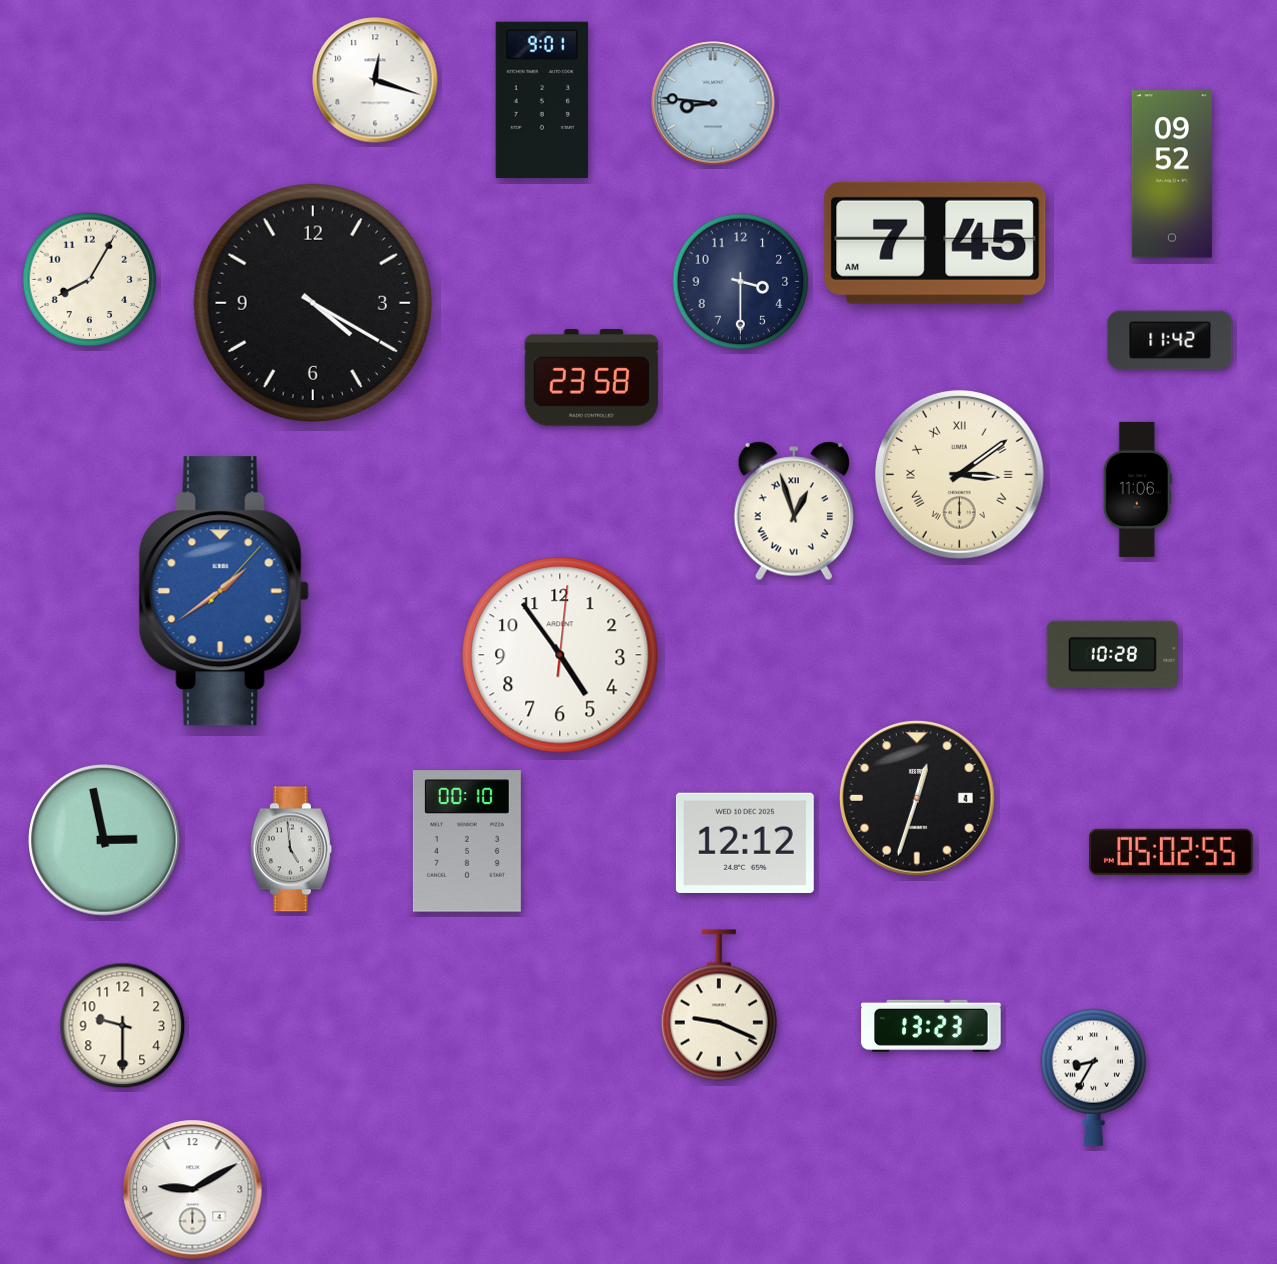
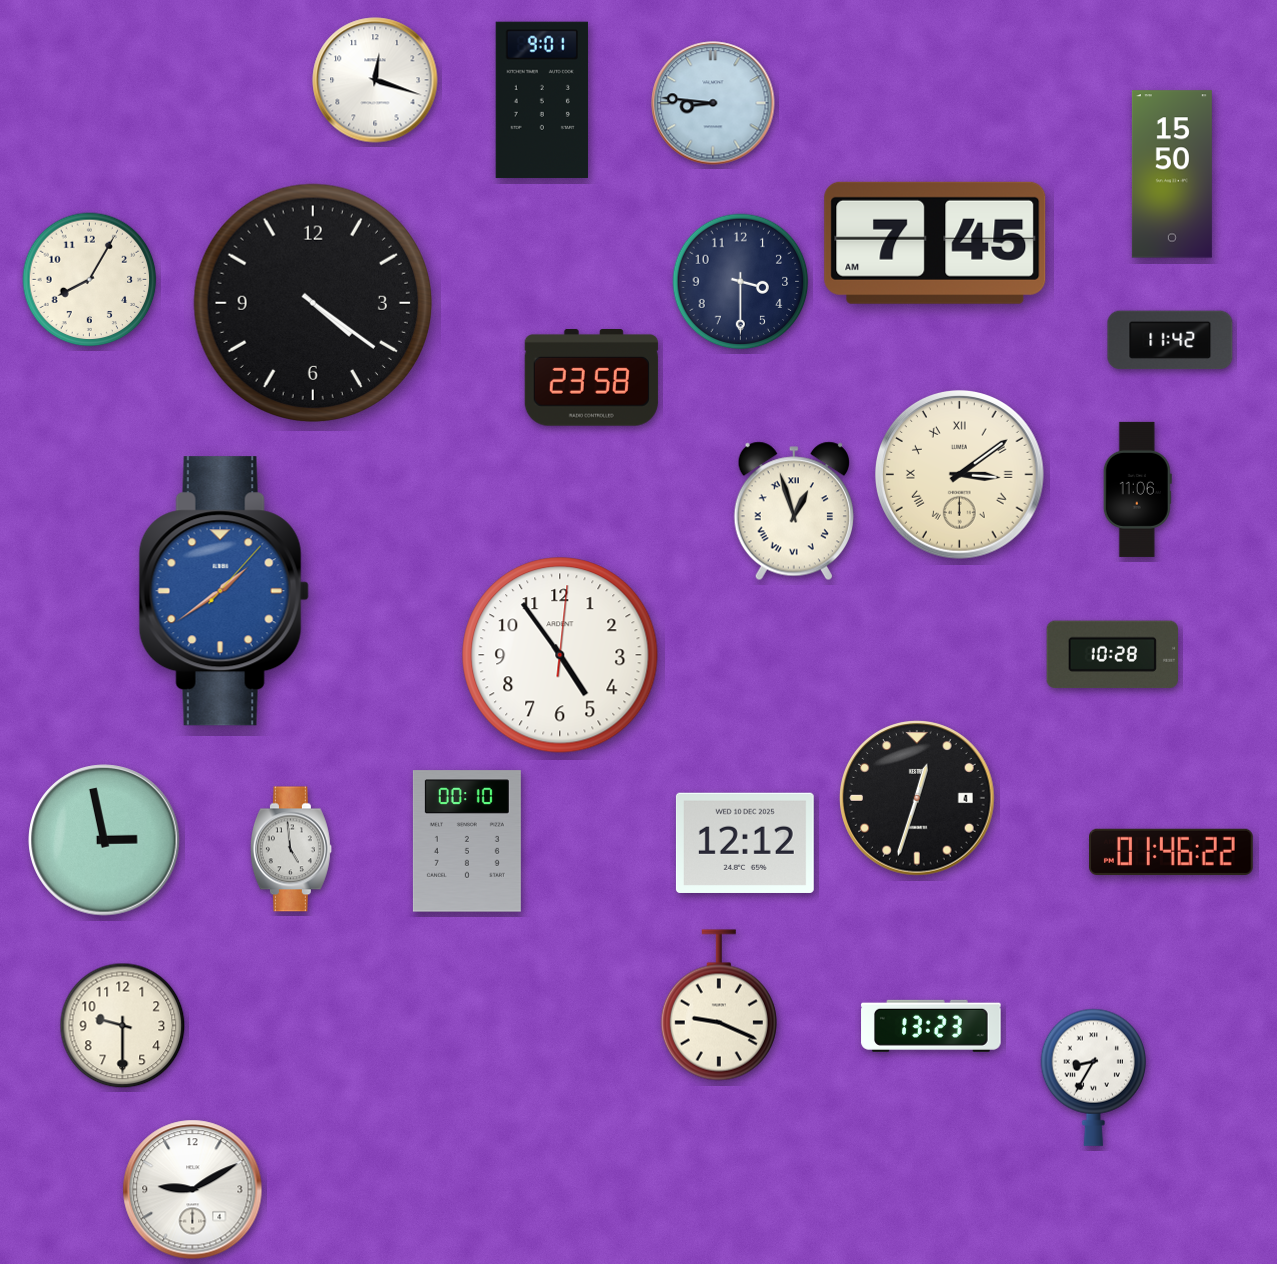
clock at (1172, 174): 09:52 -> 15:50
clock at (312, 302): 4:20 -> 4:21
clock at (1172, 852): 05:02 -> 01:46
